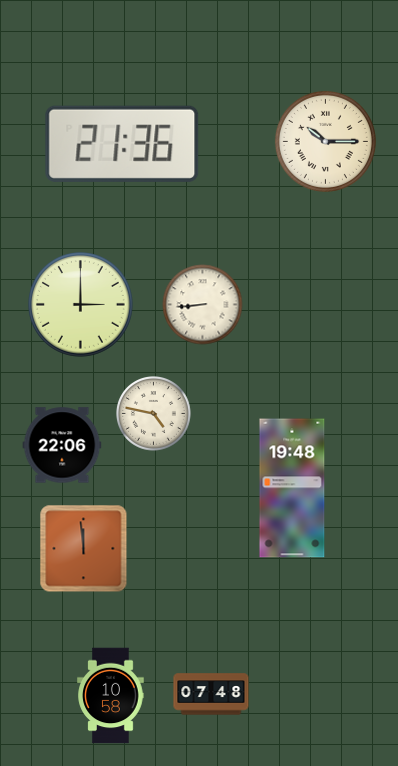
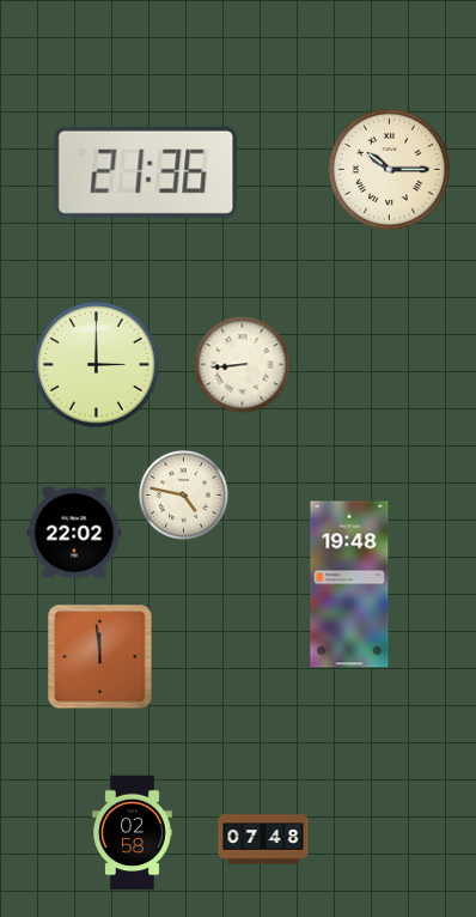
clock at (62, 445): 22:06 -> 22:02
clock at (211, 694) position: (211, 694) -> (263, 839)
clock at (111, 696): 10:58 -> 02:58
